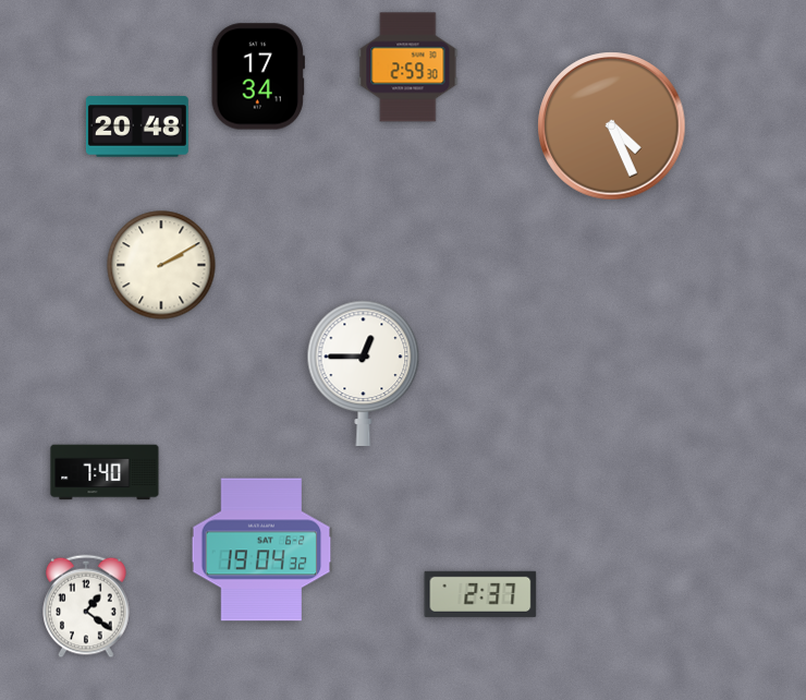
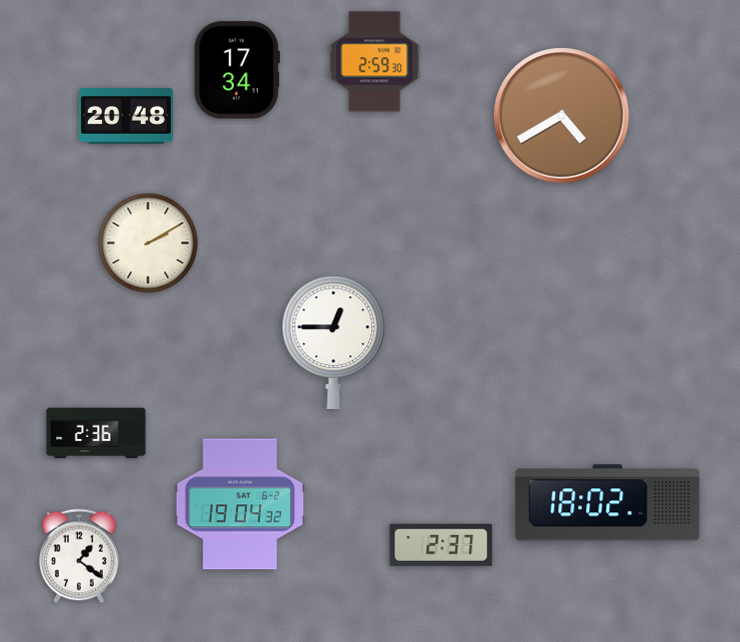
clock at (612, 126): 4:26 -> 4:40
clock at (105, 472): 7:40 -> 2:36
clock at (608, 503): none -> 18:02
